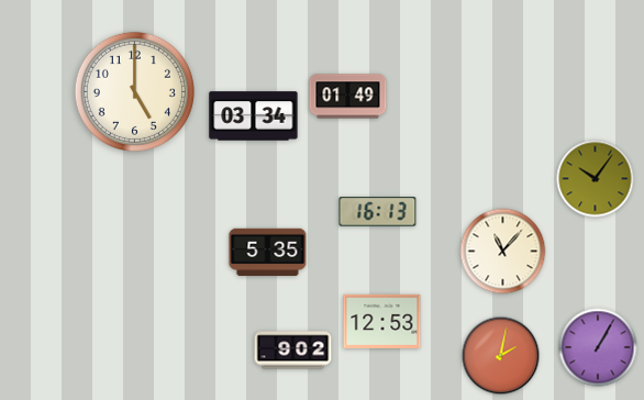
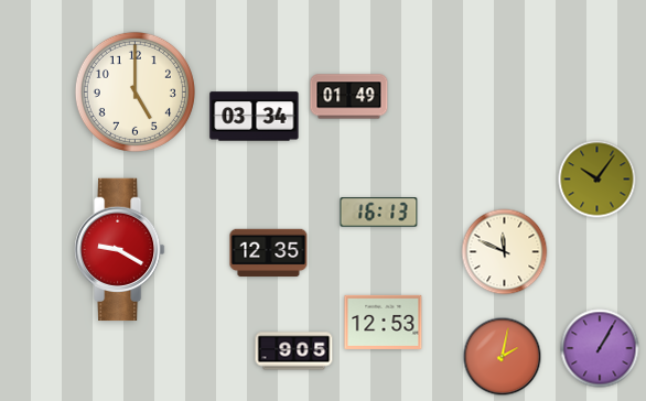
clock at (120, 250): none -> 9:20
clock at (268, 252): 5:35 -> 12:35
clock at (503, 252): 11:07 -> 11:49
clock at (293, 351): 9:02 -> 9:05
